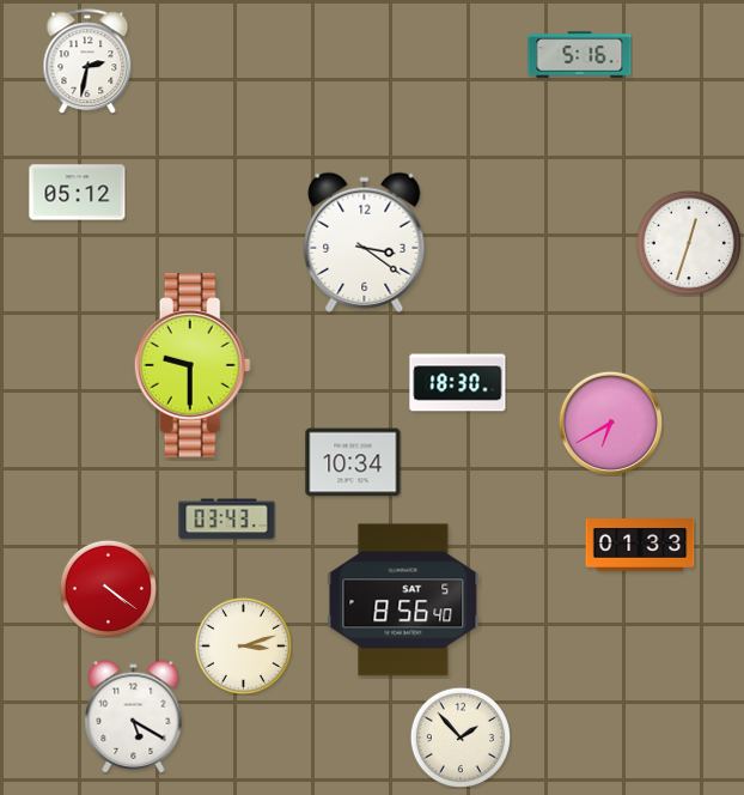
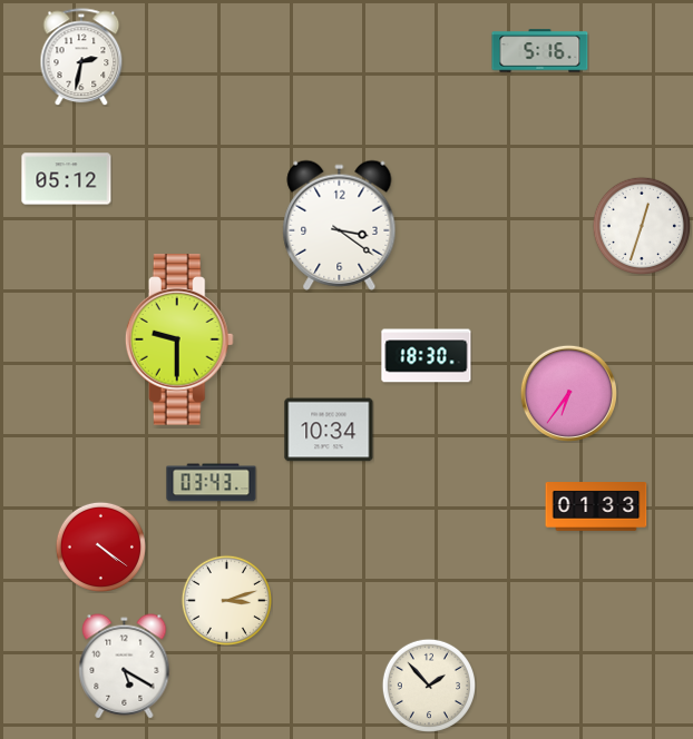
clock at (78, 193) position: (78, 193) -> (67, 179)
clock at (610, 423): 6:40 -> 6:36
clock at (403, 600): 8:56 -> none
